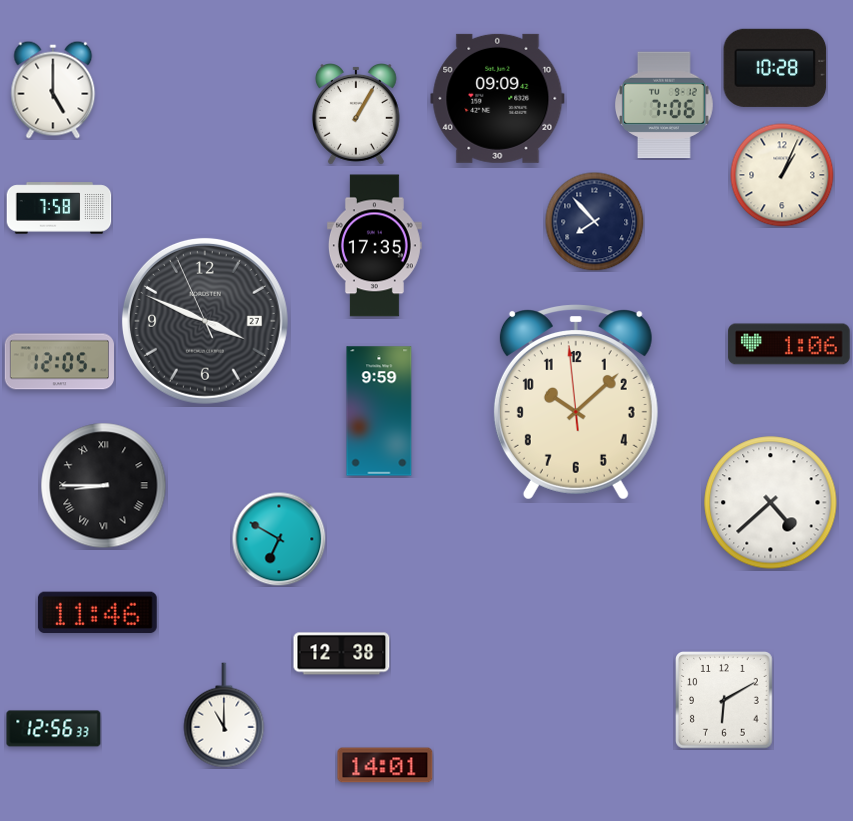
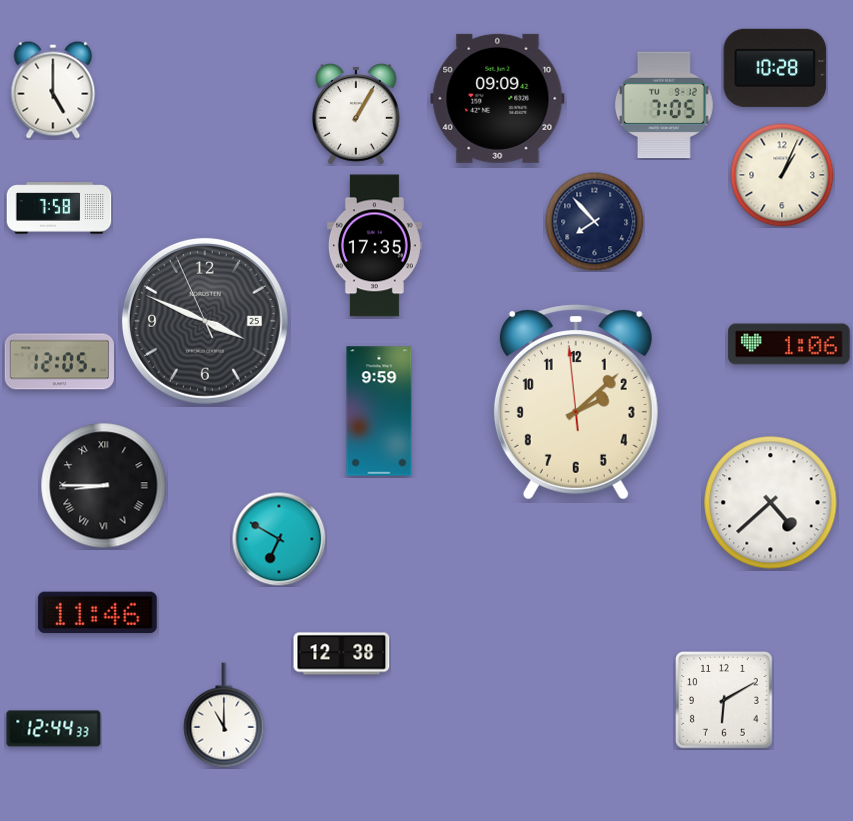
clock at (665, 105): 7:06 -> 7:05
clock at (205, 321) date: 27 -> 25
clock at (576, 402): 10:07 -> 2:07
clock at (54, 729): 12:56 -> 12:44
clock at (385, 765): 14:01 -> none
